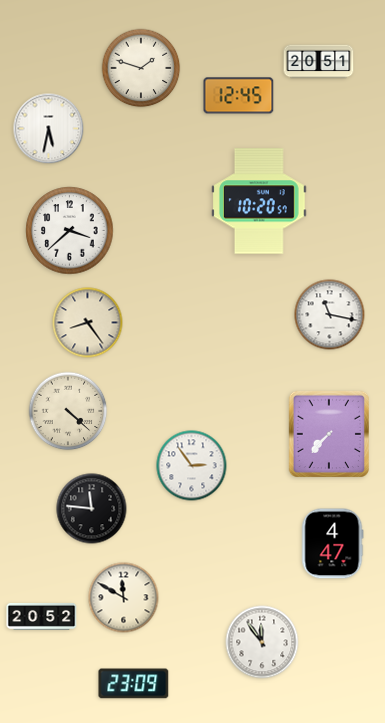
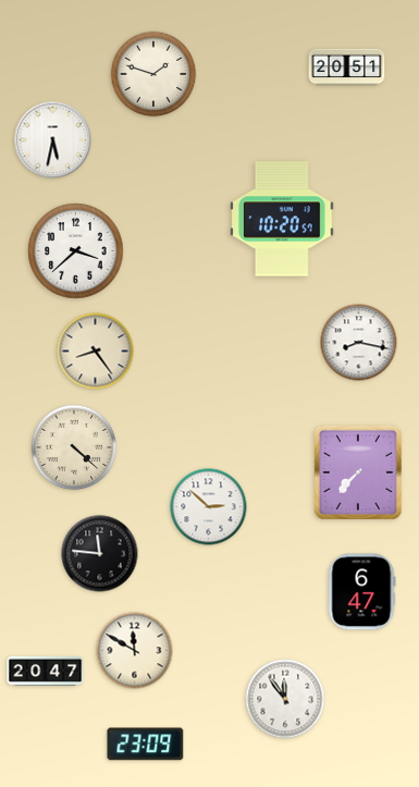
clock at (239, 96): 12:45 -> none
clock at (330, 315): 11:17 -> 8:17
clock at (192, 466): 2:54 -> 2:52
clock at (332, 544): 4:47 -> 6:47
clock at (42, 617): 20:52 -> 20:47
